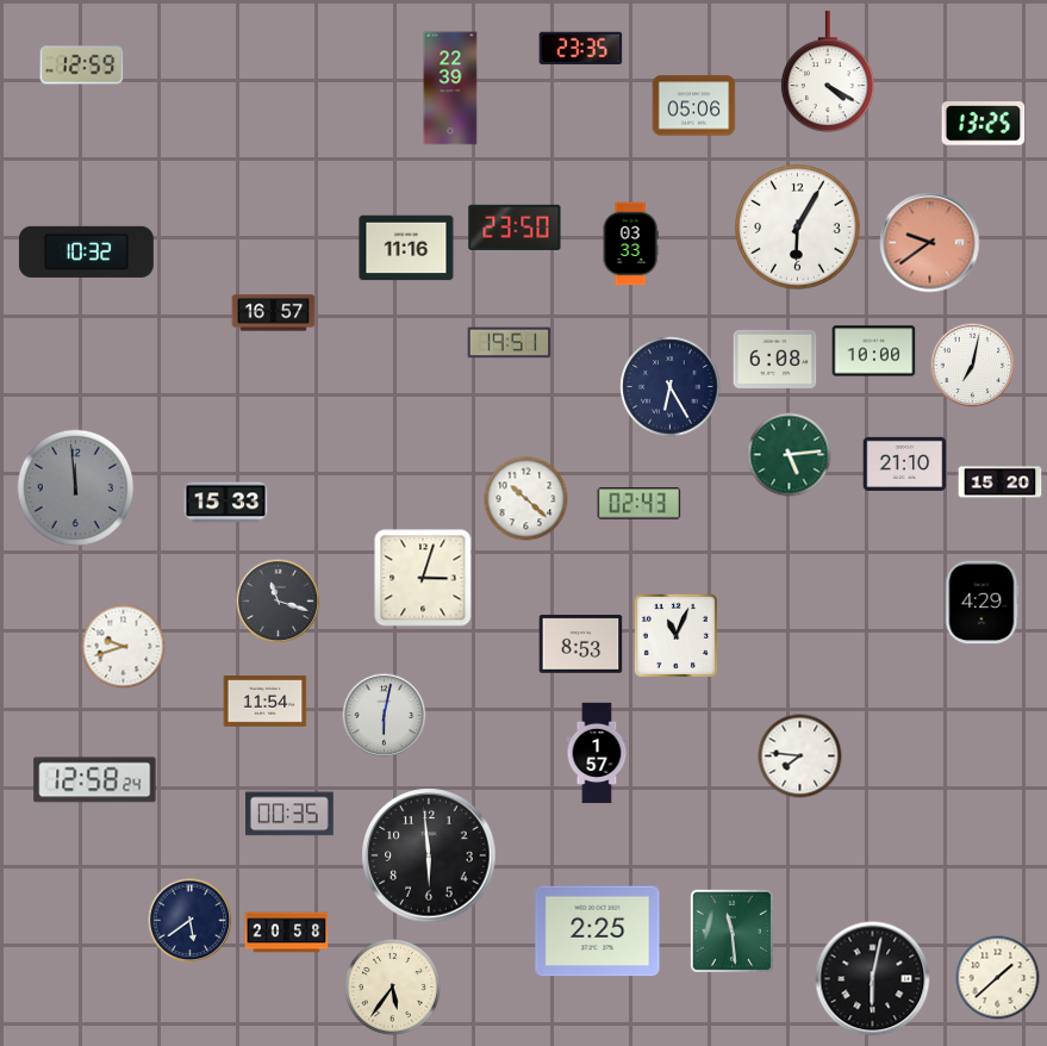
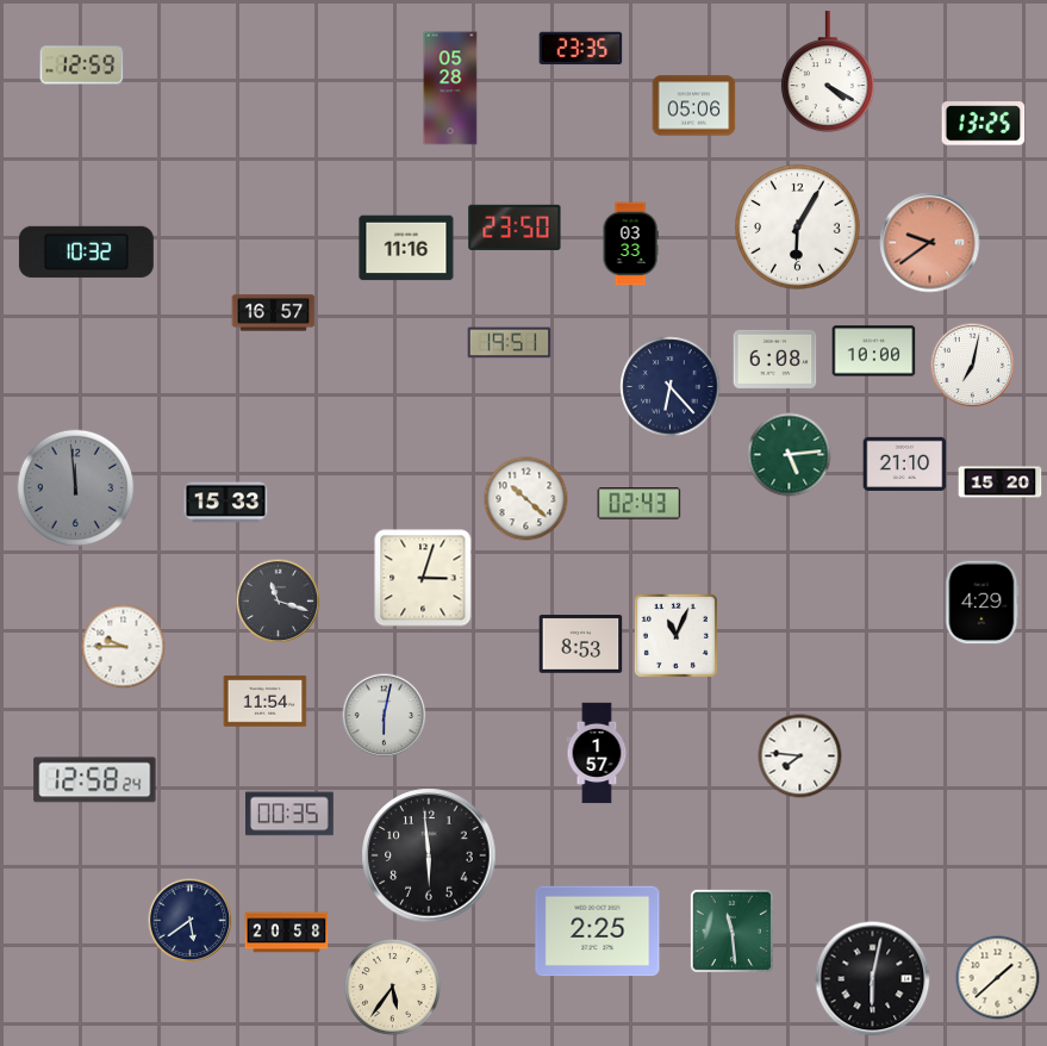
clock at (450, 88): 22:39 -> 05:28
clock at (671, 387): 6:25 -> 6:23
clock at (124, 647): 9:42 -> 9:45
